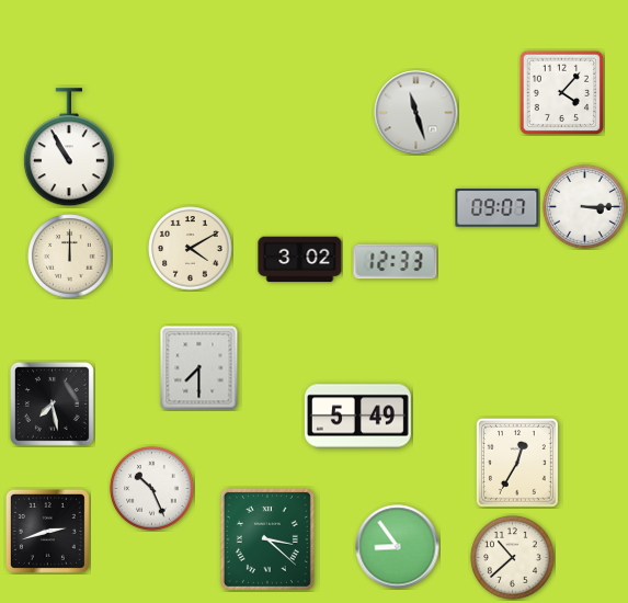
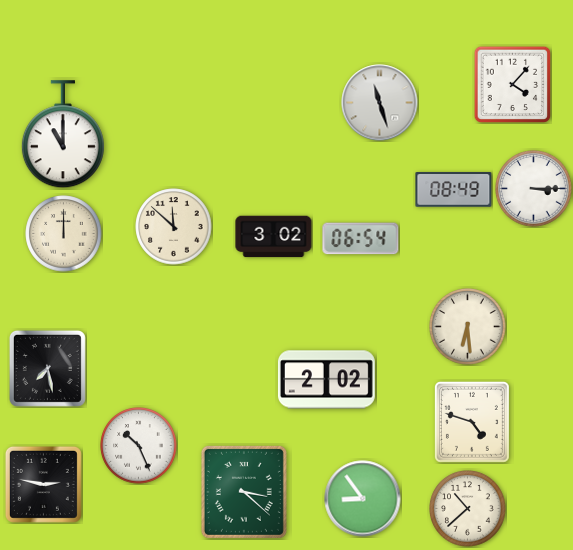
clock at (69, 148): 10:55 -> 11:00
clock at (498, 208): 09:07 -> 08:49
clock at (191, 249): 4:10 -> 11:52
clock at (396, 262): 12:33 -> 06:54
clock at (468, 327): none -> 6:29
clock at (199, 368): 7:30 -> none
clock at (357, 417): 5:49 -> 2:02
clock at (517, 463): 12:35 -> 4:48
clock at (47, 531): 2:42 -> 2:47
